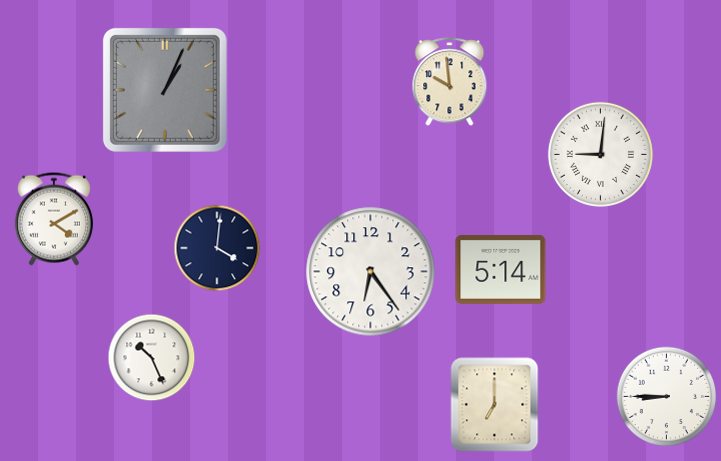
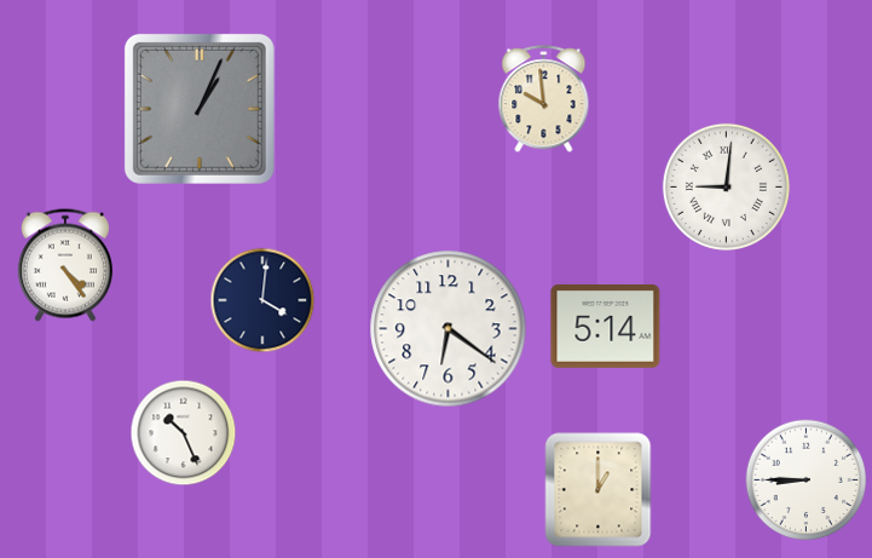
clock at (54, 219): 4:10 -> 4:24
clock at (371, 272): 6:24 -> 6:21
clock at (495, 405): 7:00 -> 1:00
